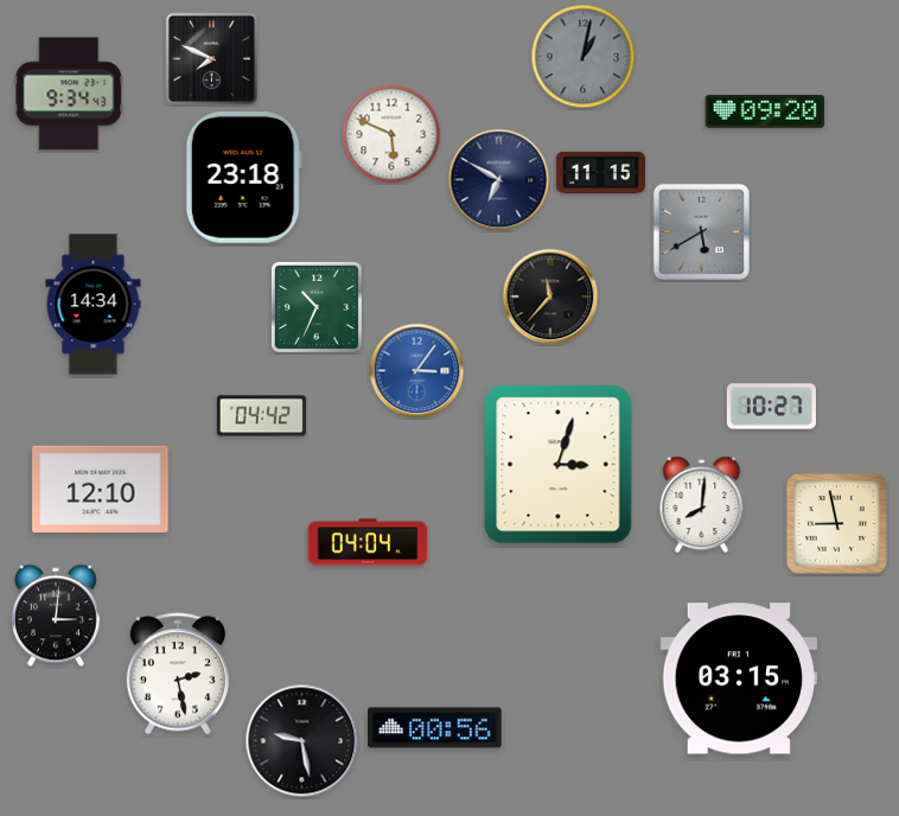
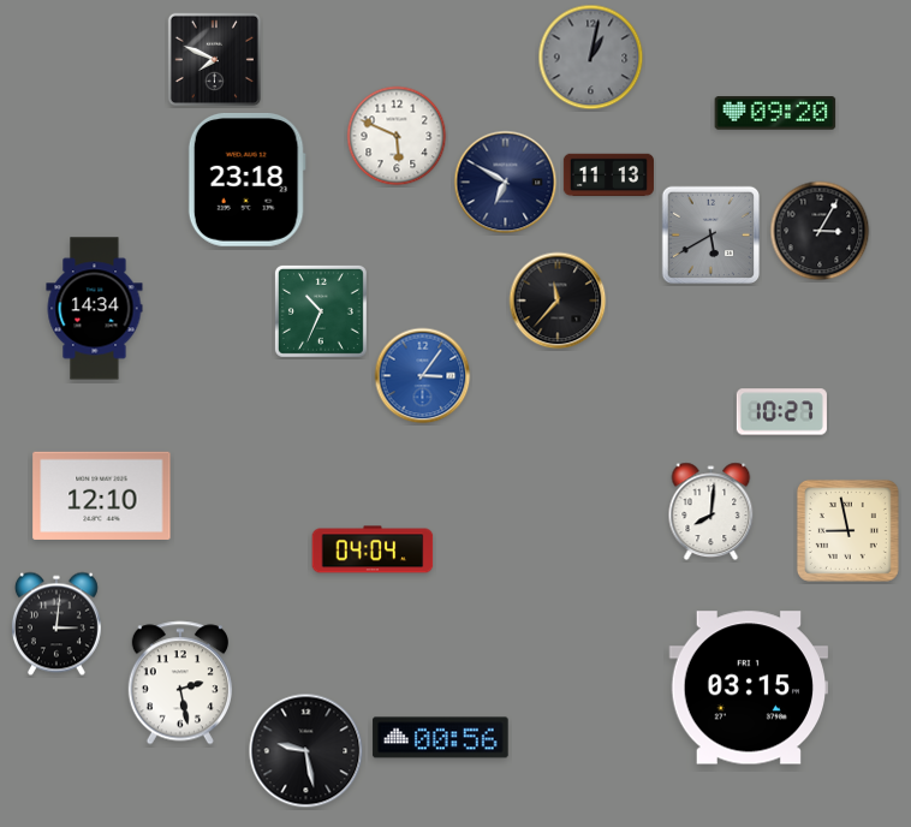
clock at (69, 94): 9:34 -> none
clock at (600, 173): 11:15 -> 11:13
clock at (820, 231): none -> 3:05
clock at (261, 416): 04:42 -> none
clock at (559, 465): 3:03 -> none
